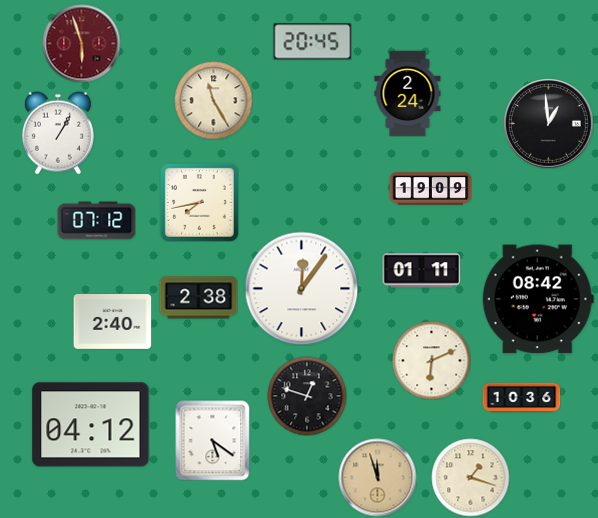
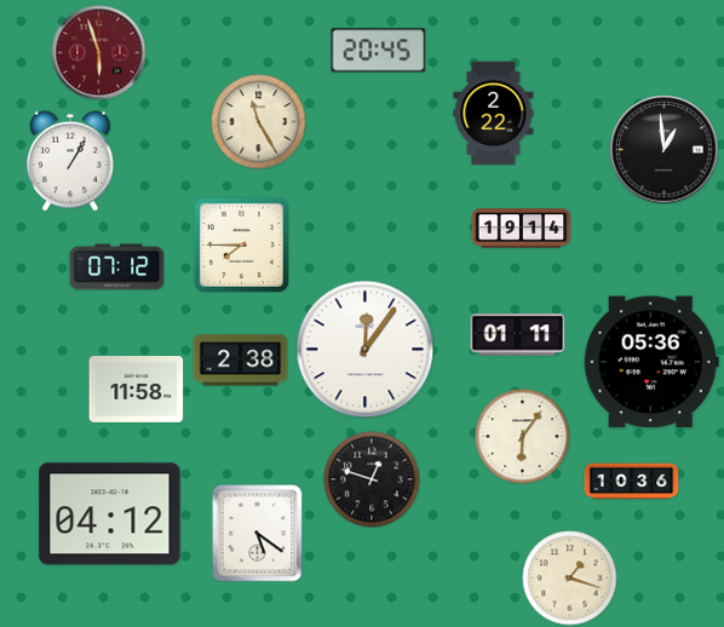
clock at (408, 93): 2:24 -> 2:22
clock at (430, 189): 19:09 -> 19:14
clock at (199, 202): 7:43 -> 7:45
clock at (421, 271) position: (421, 271) -> (517, 335)
clock at (538, 299): 08:42 -> 05:36
clock at (112, 322): 2:40 -> 11:58
clock at (431, 360): 6:11 -> 6:06
clock at (377, 477): 11:57 -> none
